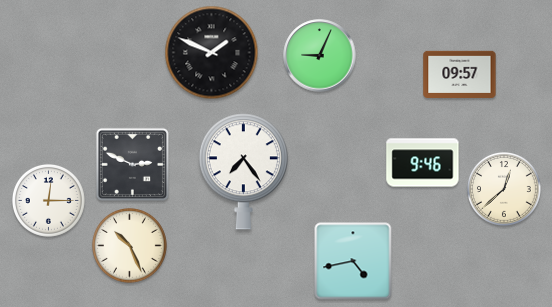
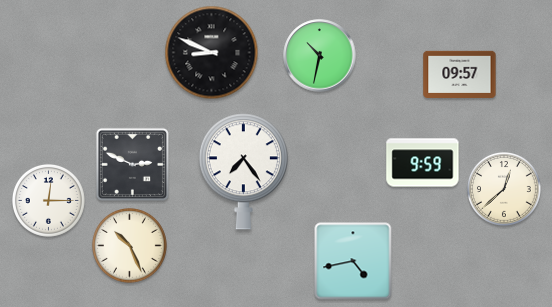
clock at (212, 53): 1:49 -> 8:49
clock at (320, 56): 9:04 -> 10:32
clock at (423, 163): 9:46 -> 9:59
